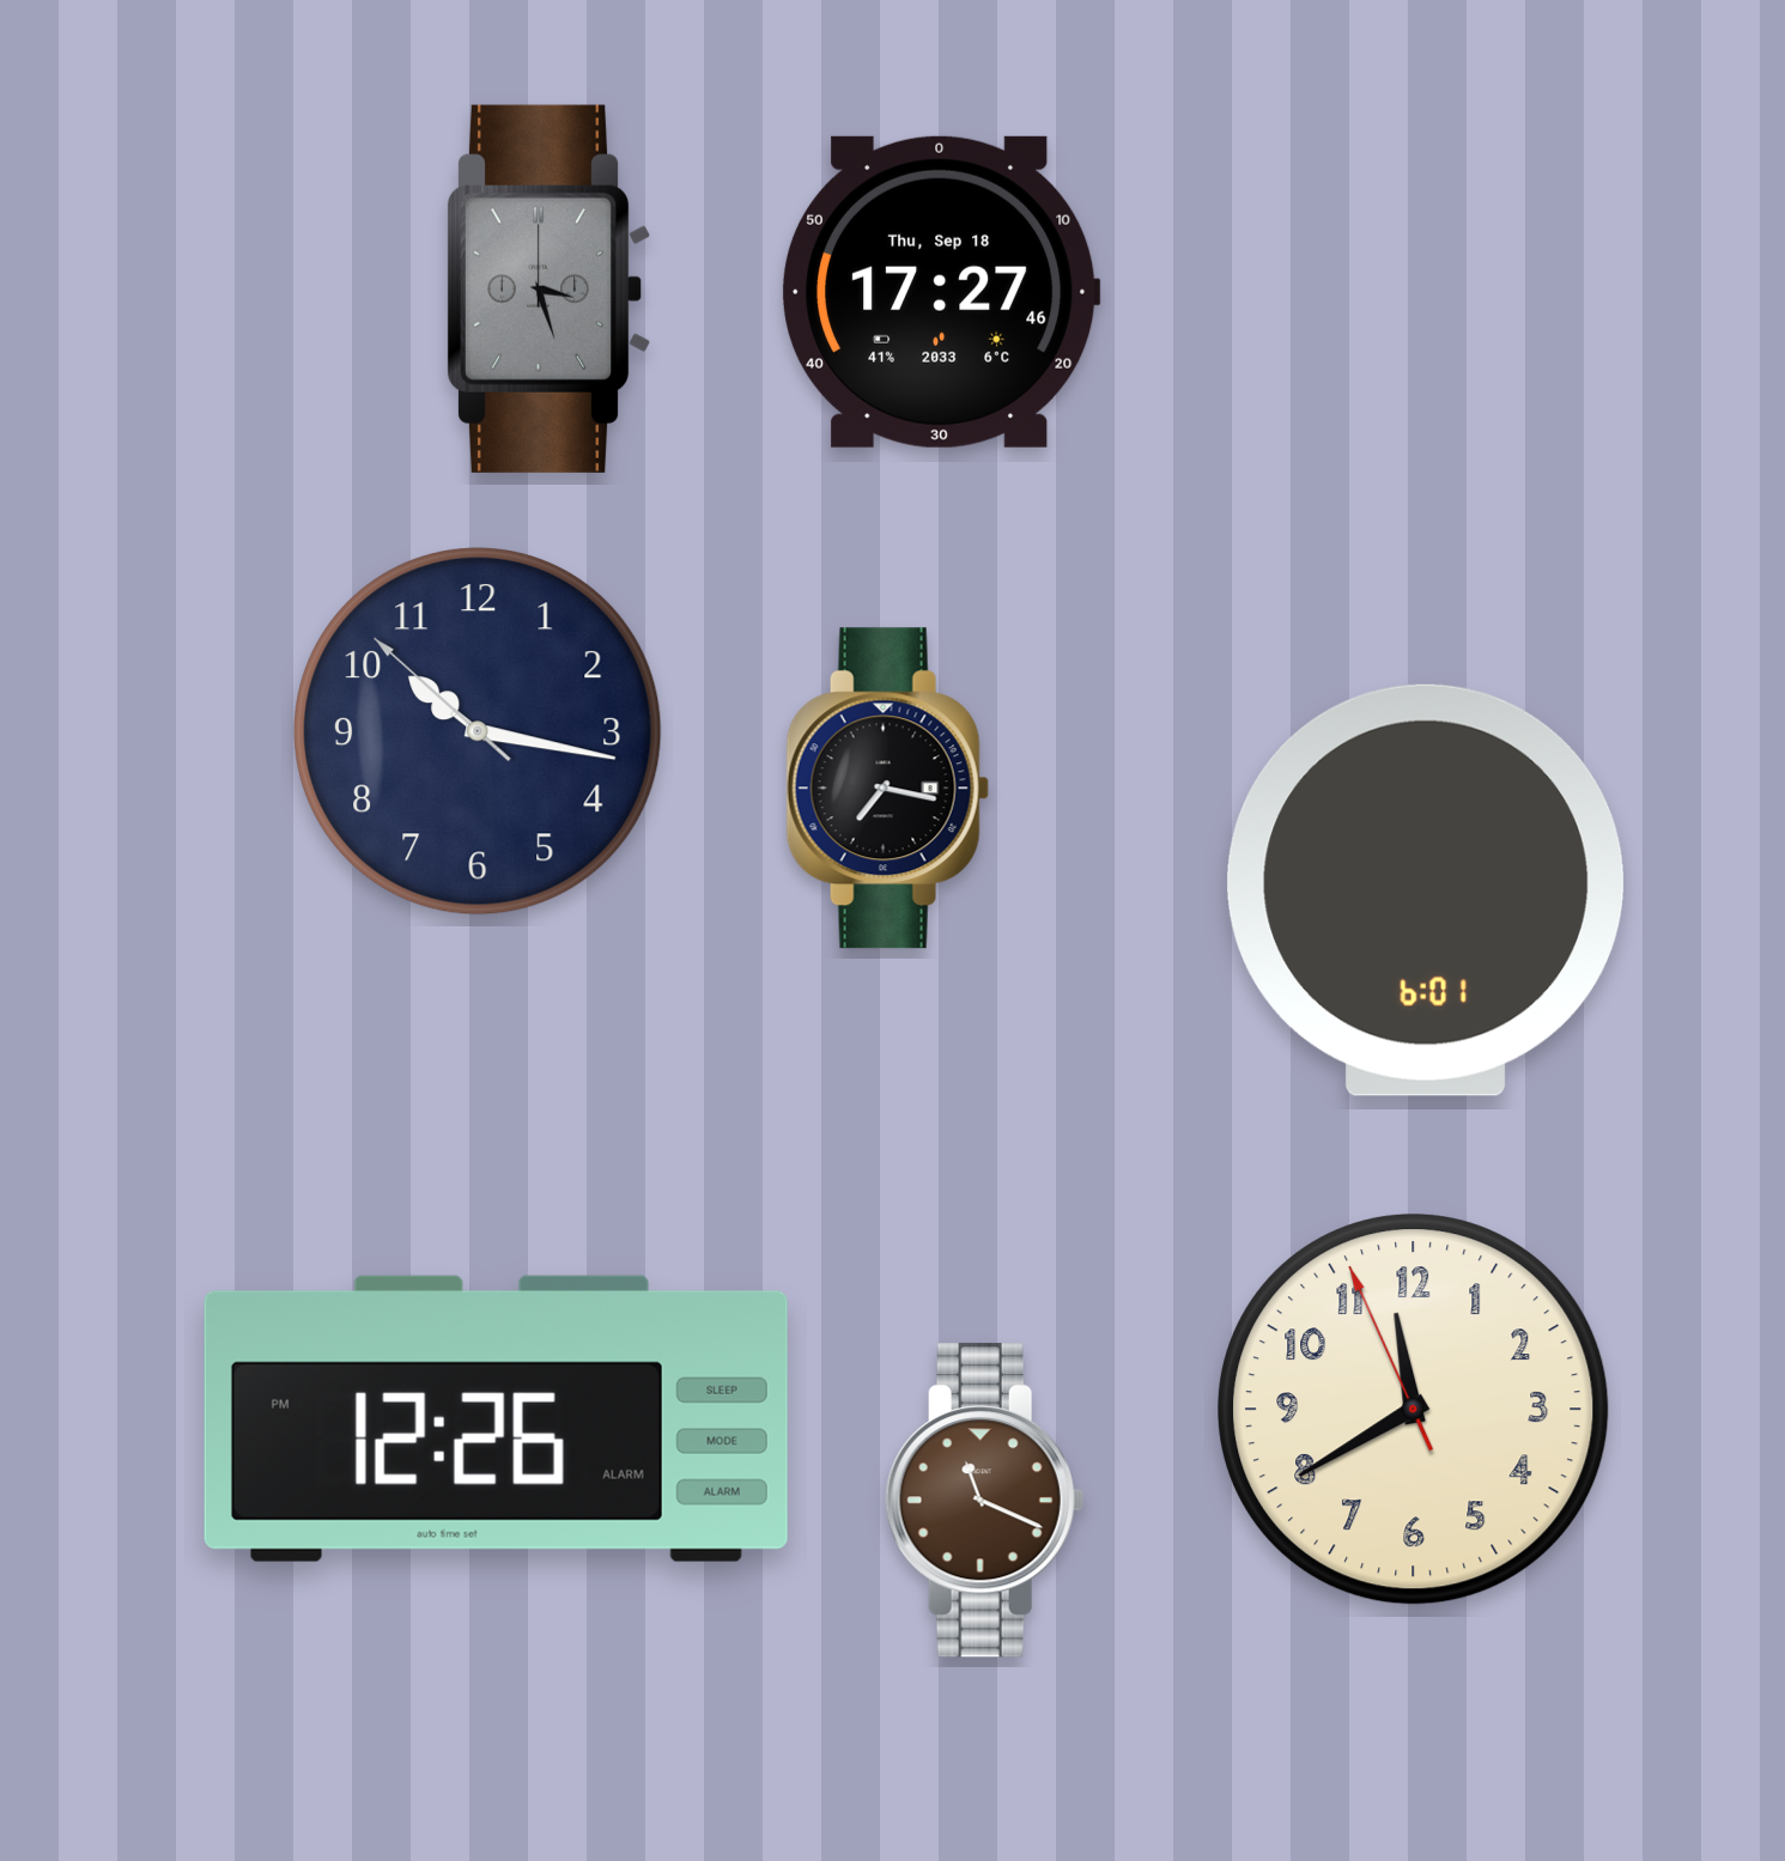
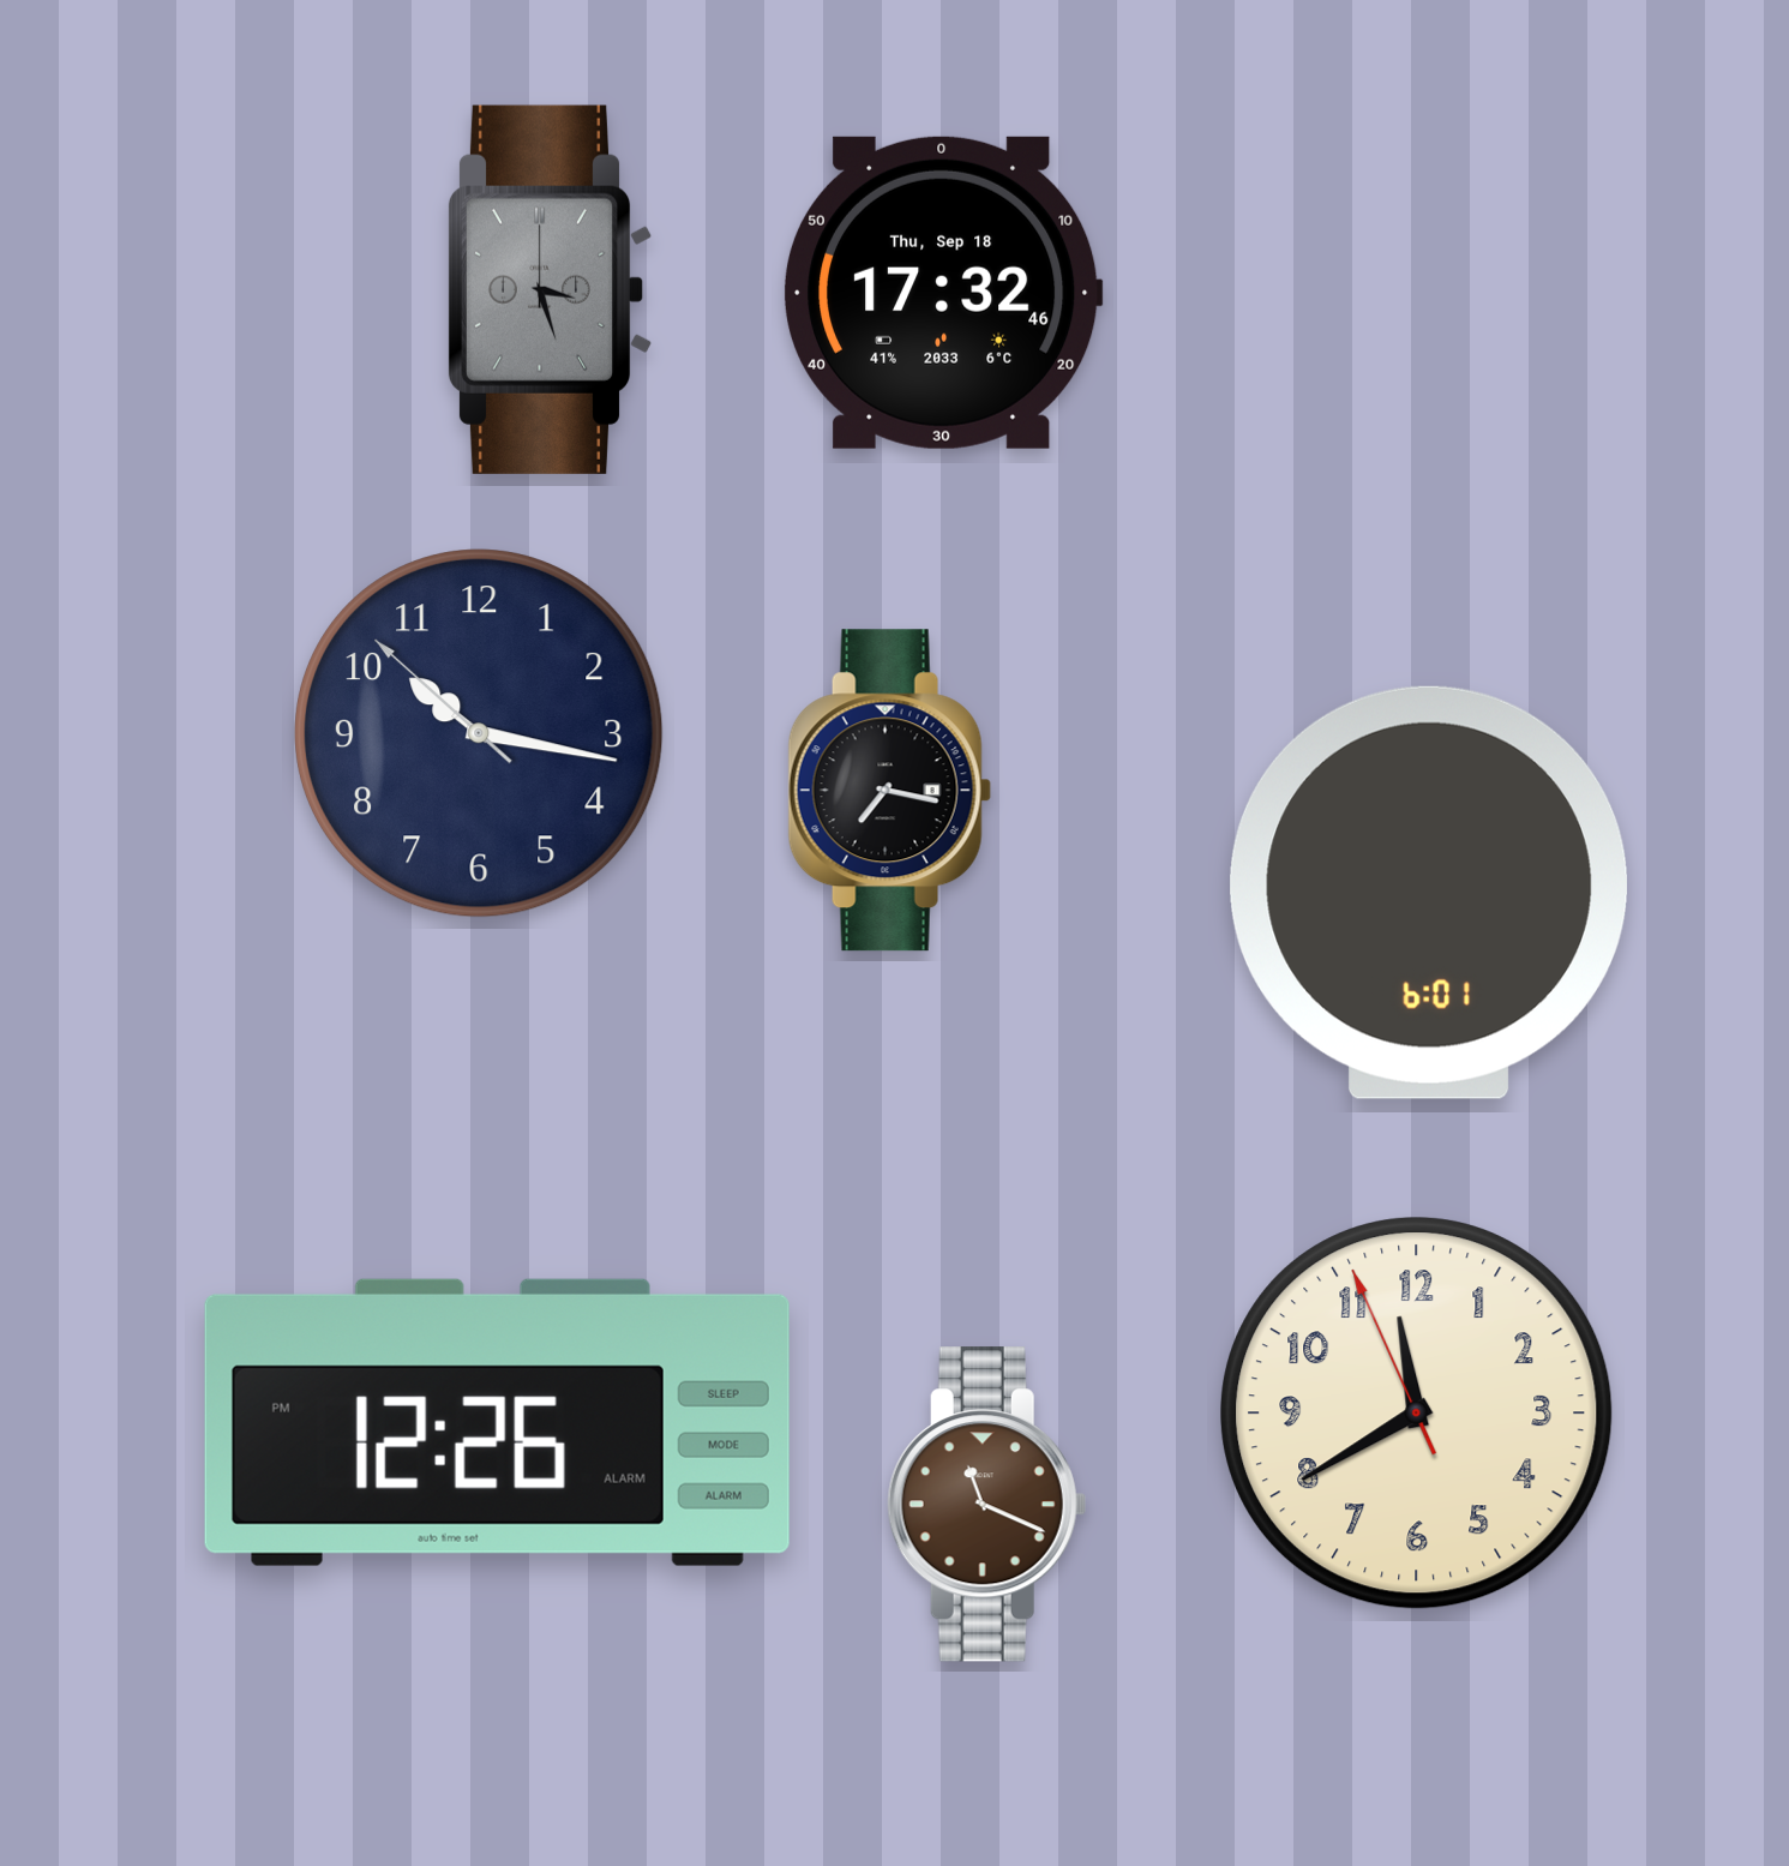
clock at (941, 292): 17:27 -> 17:32
